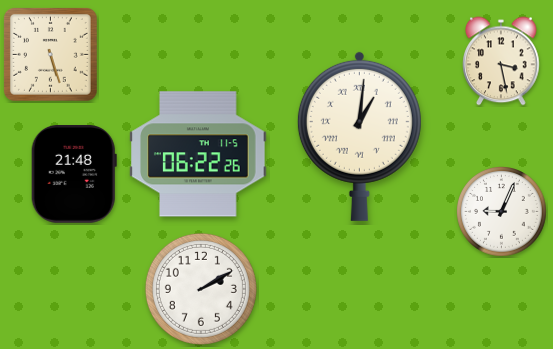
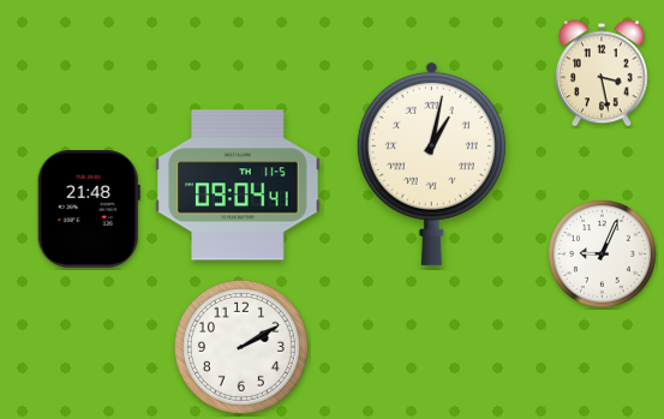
clock at (50, 54): 5:27 -> none
clock at (359, 136): 1:01 -> 1:02
clock at (198, 154): 06:22 -> 09:04
